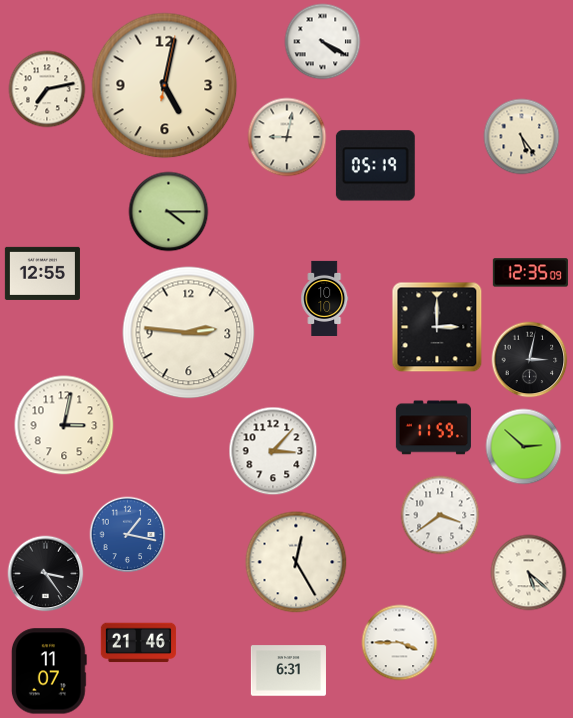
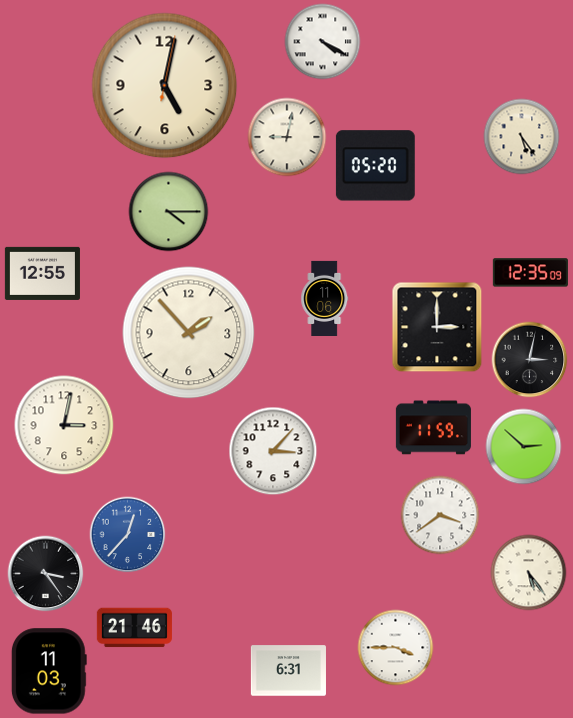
clock at (47, 89): 7:13 -> none
clock at (375, 166): 05:19 -> 05:20
clock at (325, 298): 10:10 -> 11:06
clock at (189, 333): 2:46 -> 1:53
clock at (128, 535): 1:17 -> 12:37
clock at (296, 562): 12:25 -> none
clock at (529, 573): 5:22 -> 5:24
clock at (138, 643) position: (138, 643) -> (134, 628)
clock at (400, 643) position: (400, 643) -> (396, 648)
clock at (49, 671): 11:07 -> 11:03
